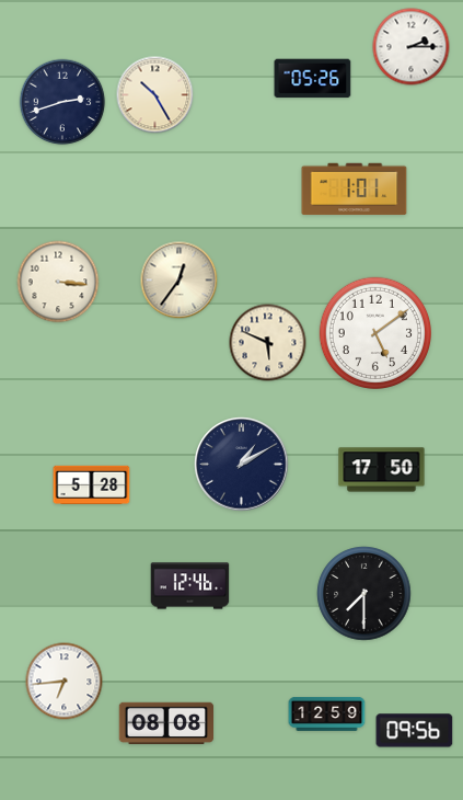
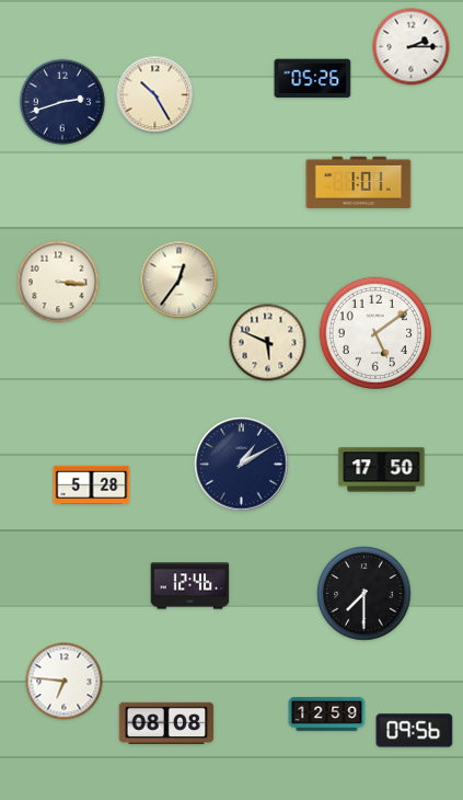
clock at (355, 190) position: (355, 190) -> (359, 183)
clock at (65, 682): 6:44 -> 6:46
